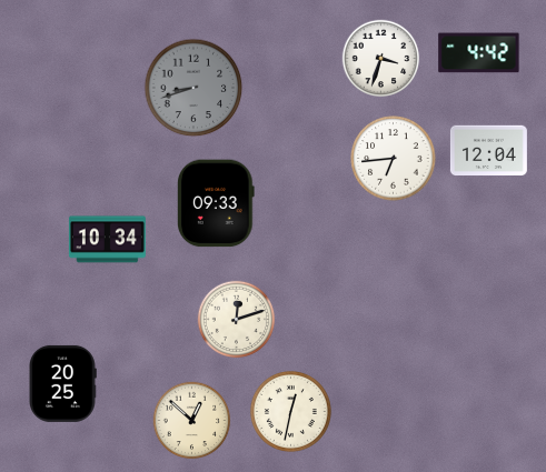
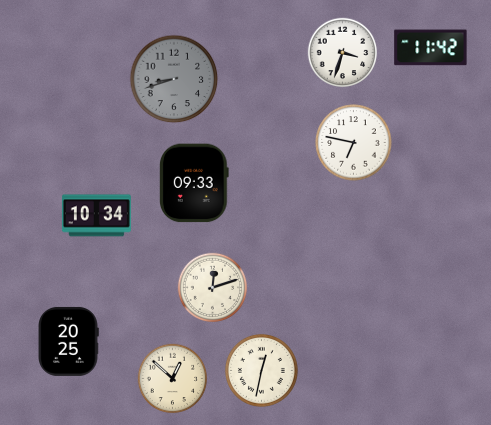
clock at (479, 53): 4:42 -> 11:42
clock at (488, 150): 12:04 -> none
clock at (394, 159): 6:44 -> 6:47
clock at (62, 383) position: (62, 383) -> (68, 341)
